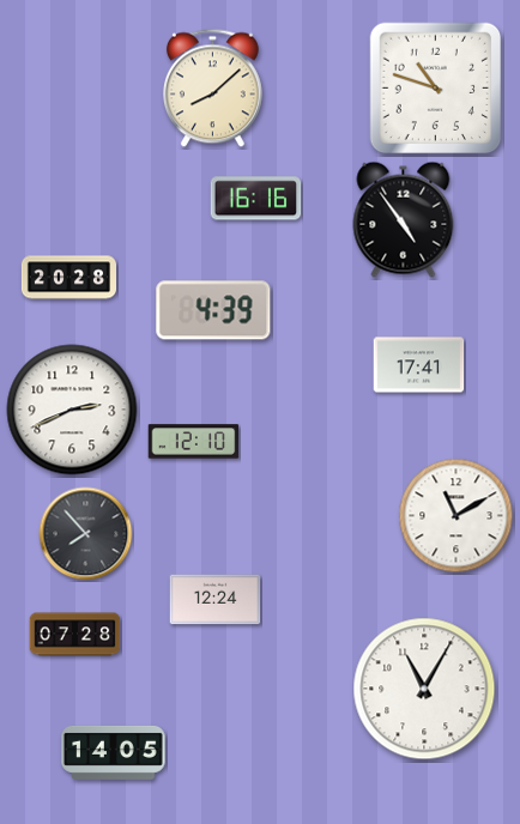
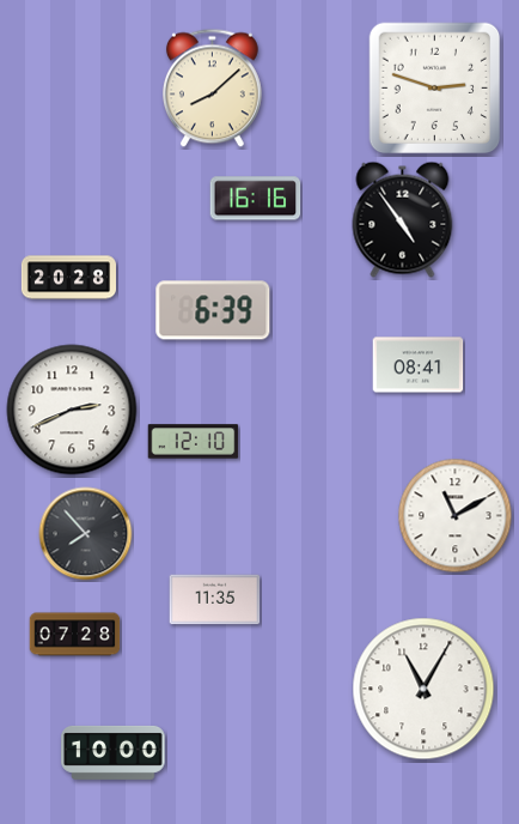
clock at (436, 89): 10:48 -> 2:48
clock at (213, 310): 4:39 -> 6:39
clock at (419, 365): 17:41 -> 08:41
clock at (216, 600): 12:24 -> 11:35
clock at (114, 752): 14:05 -> 10:00
